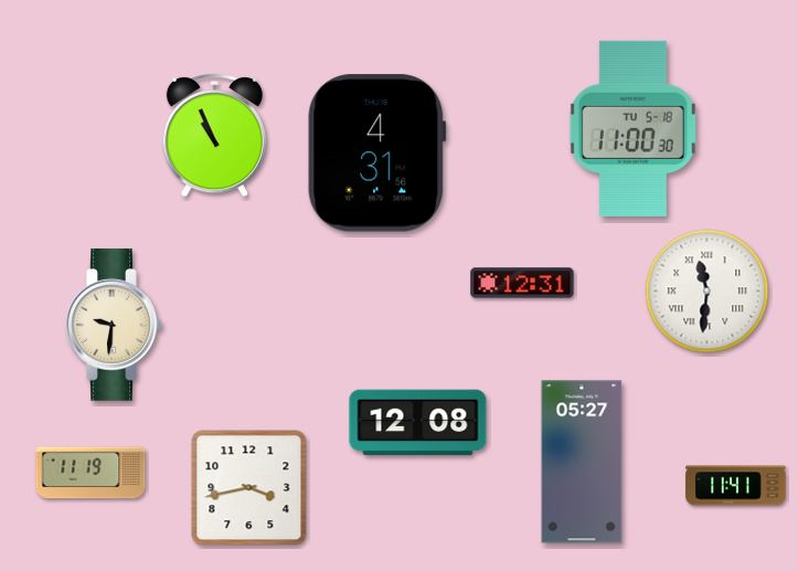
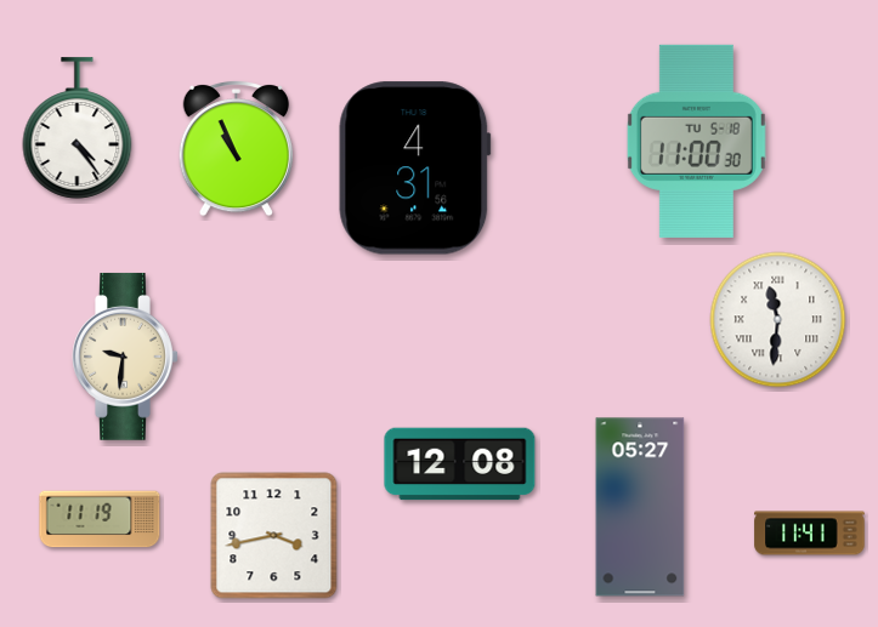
clock at (78, 129): none -> 4:24
clock at (522, 283): 12:31 -> none
